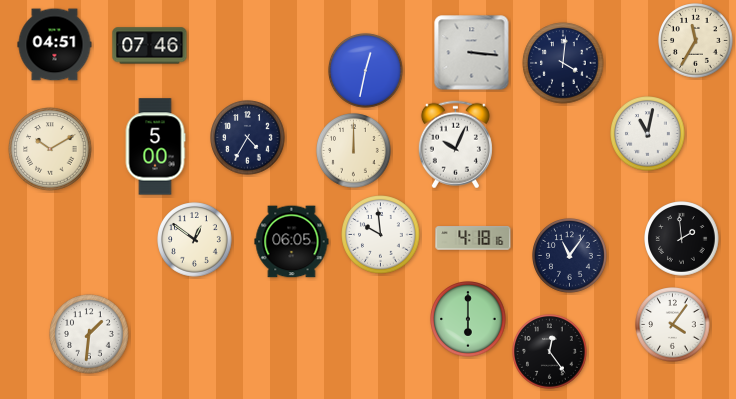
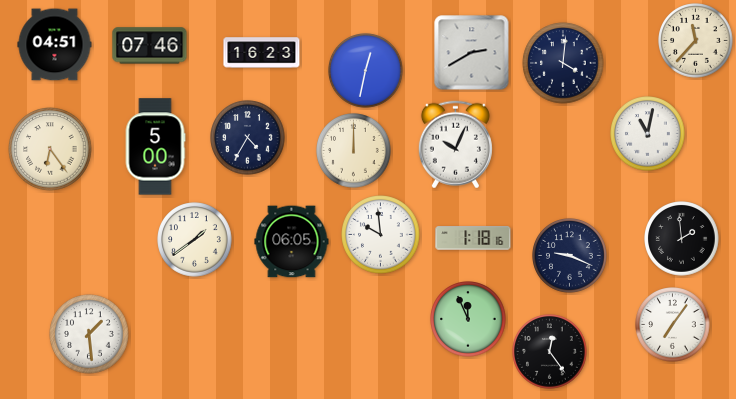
clock at (696, 41): 11:35 -> 11:37
clock at (262, 53): none -> 16:23
clock at (472, 53): 3:16 -> 2:40
clock at (50, 149): 10:10 -> 6:24
clock at (473, 238): 4:18 -> 1:18
clock at (195, 240): 12:51 -> 1:39
clock at (570, 256): 11:06 -> 9:19
clock at (468, 319): 6:00 -> 11:56
clock at (673, 325): 4:06 -> 7:06
clock at (89, 334): 1:31 -> 1:29
